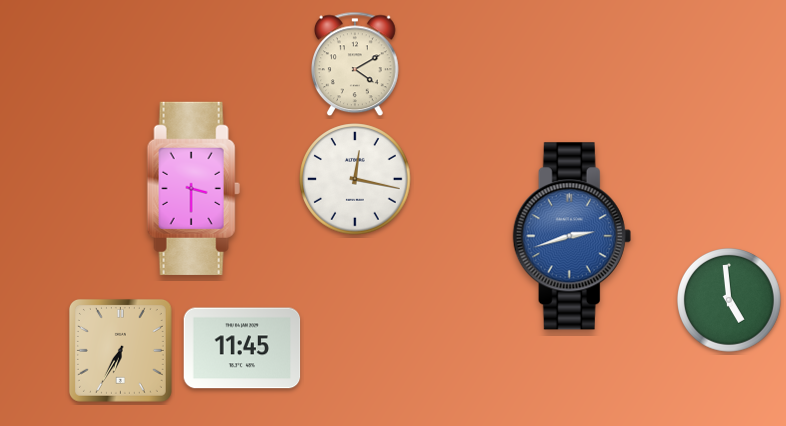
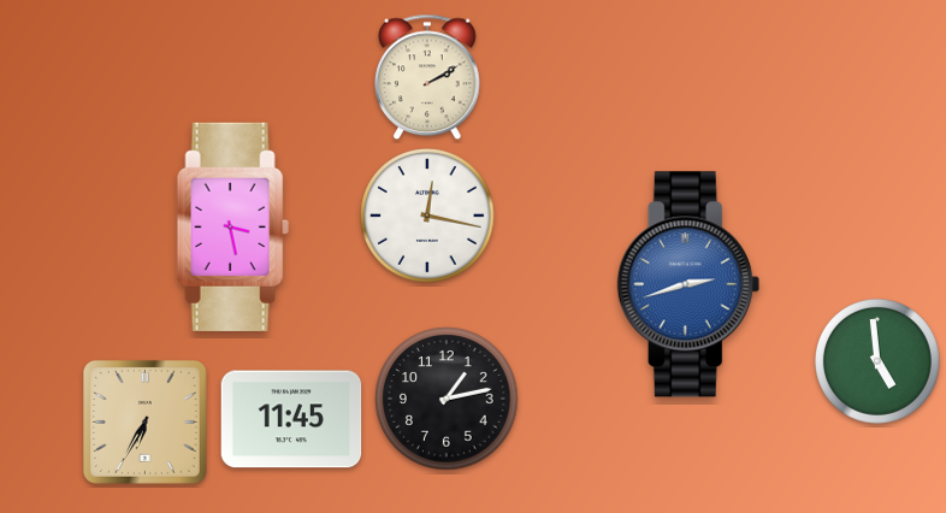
clock at (356, 64): 4:10 -> 2:10
clock at (193, 188): 3:30 -> 3:28
clock at (447, 399): none -> 1:13
